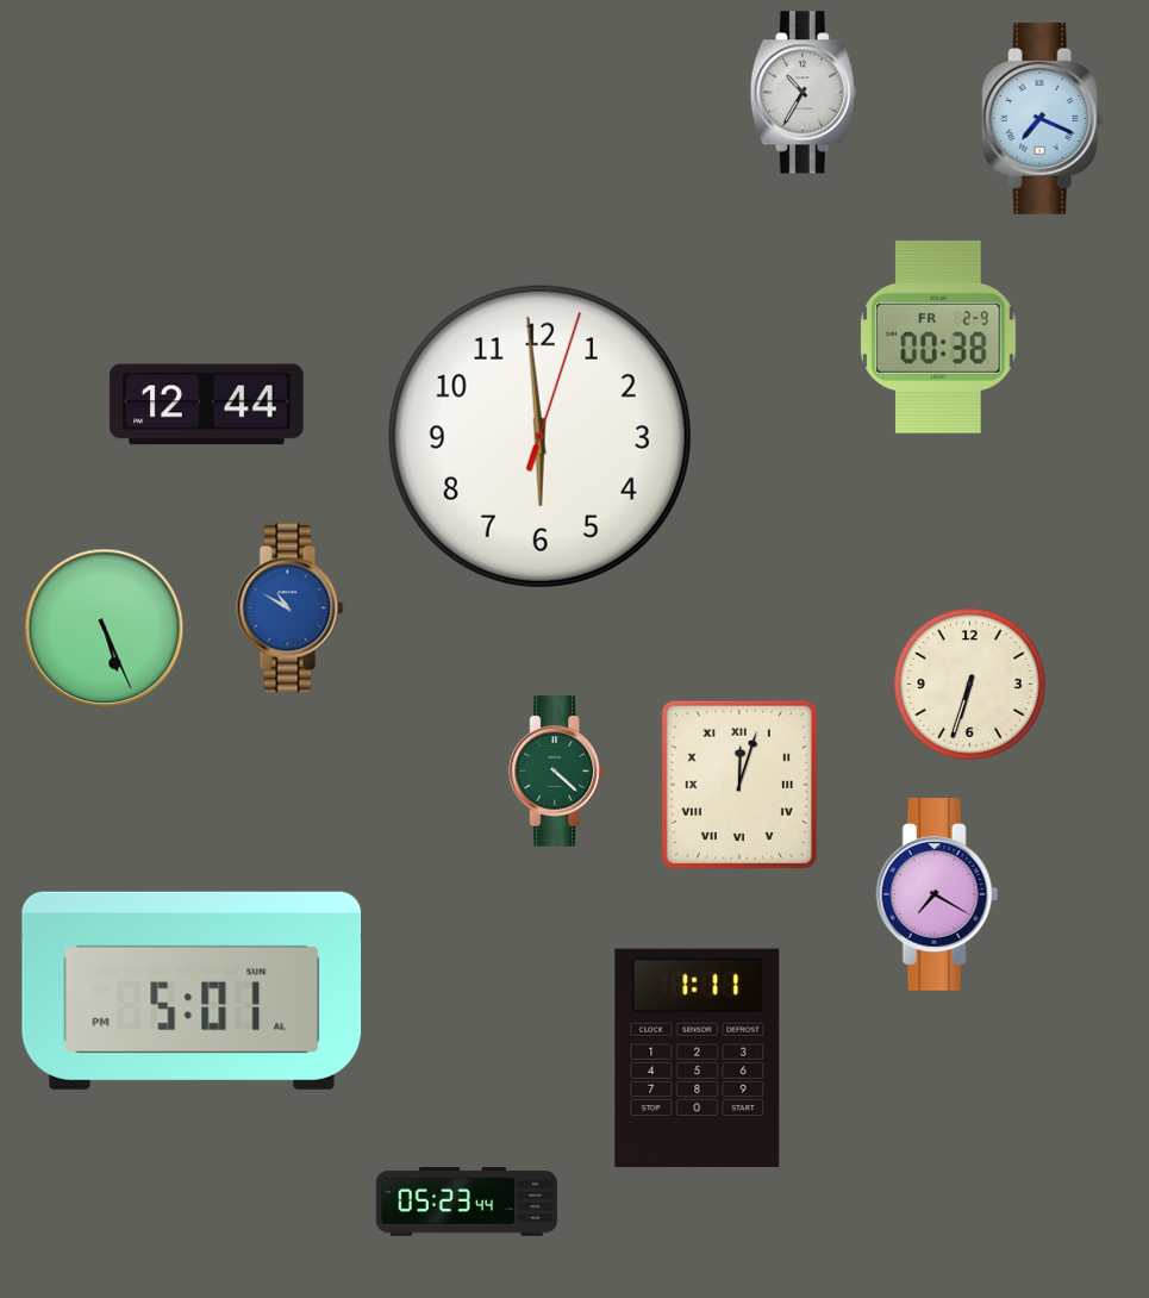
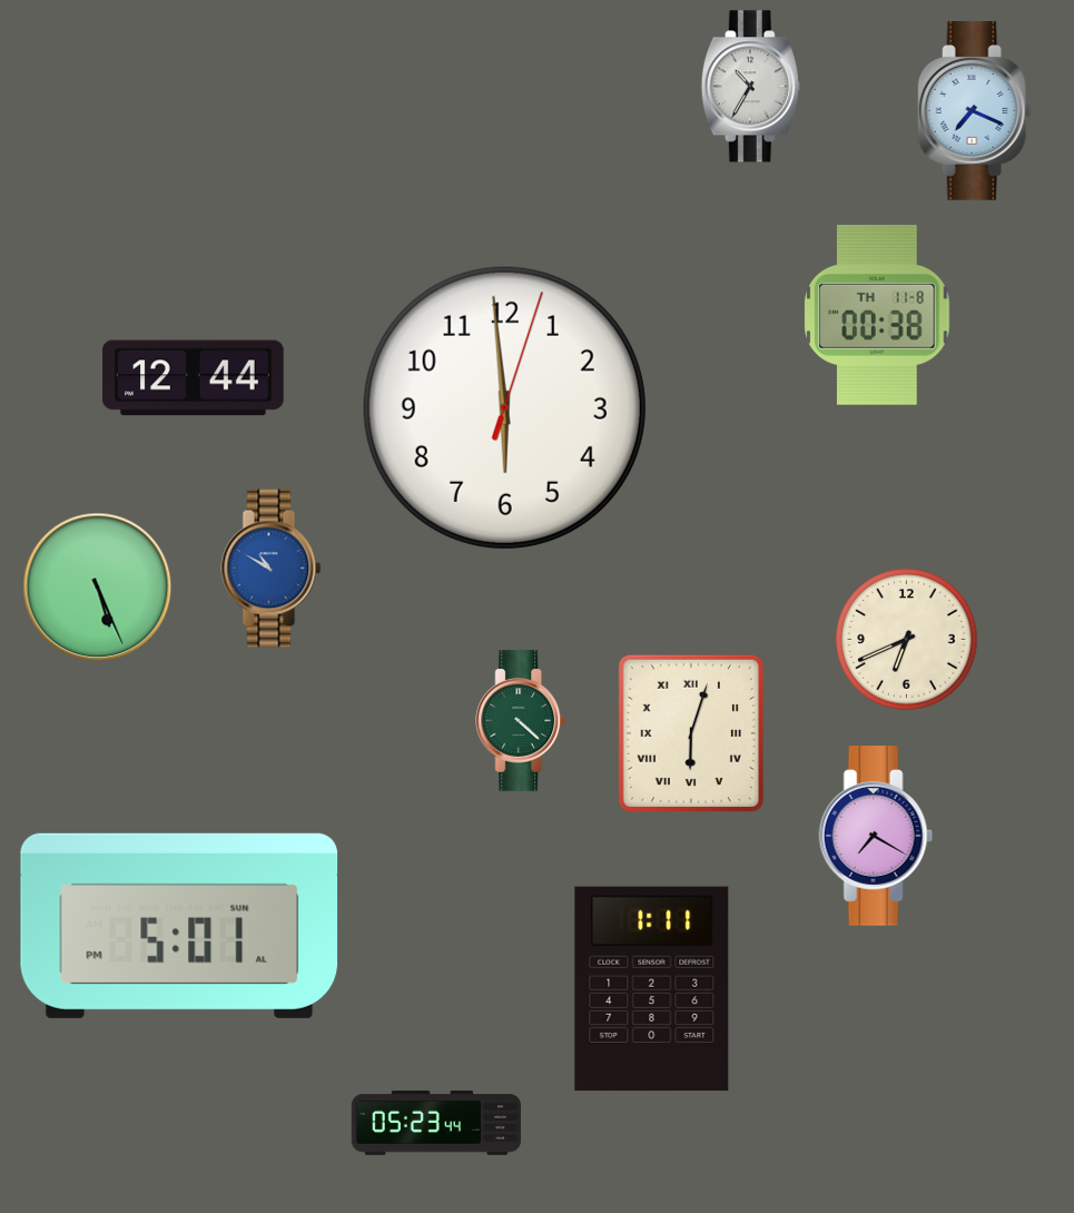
clock at (938, 337) date: FR 2-9 -> TH 11-8
clock at (970, 685): 6:33 -> 6:41
clock at (739, 785): 12:03 -> 6:03
